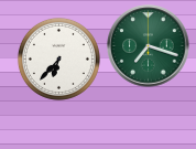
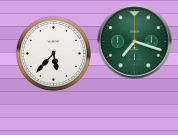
clock at (58, 58): 6:37 -> 5:37
